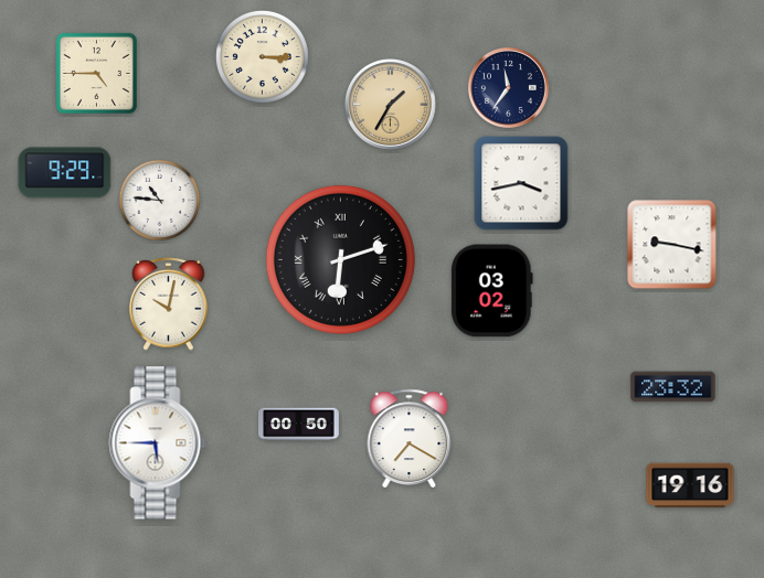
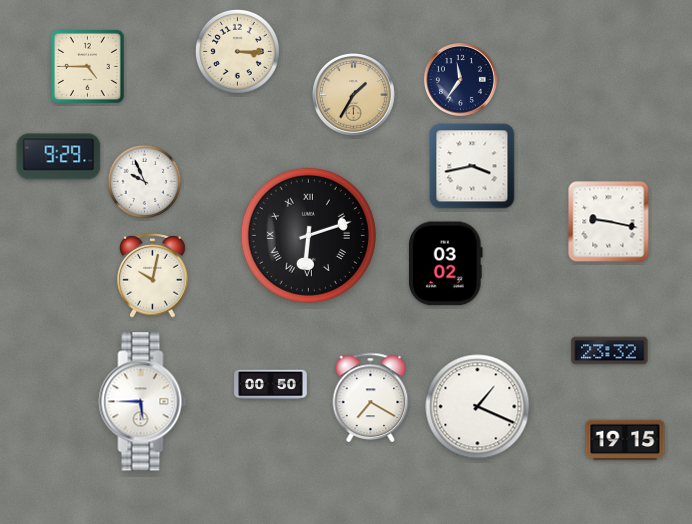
clock at (160, 201): 10:46 -> 9:56
clock at (478, 407): none -> 1:19
clock at (690, 485): 19:16 -> 19:15
